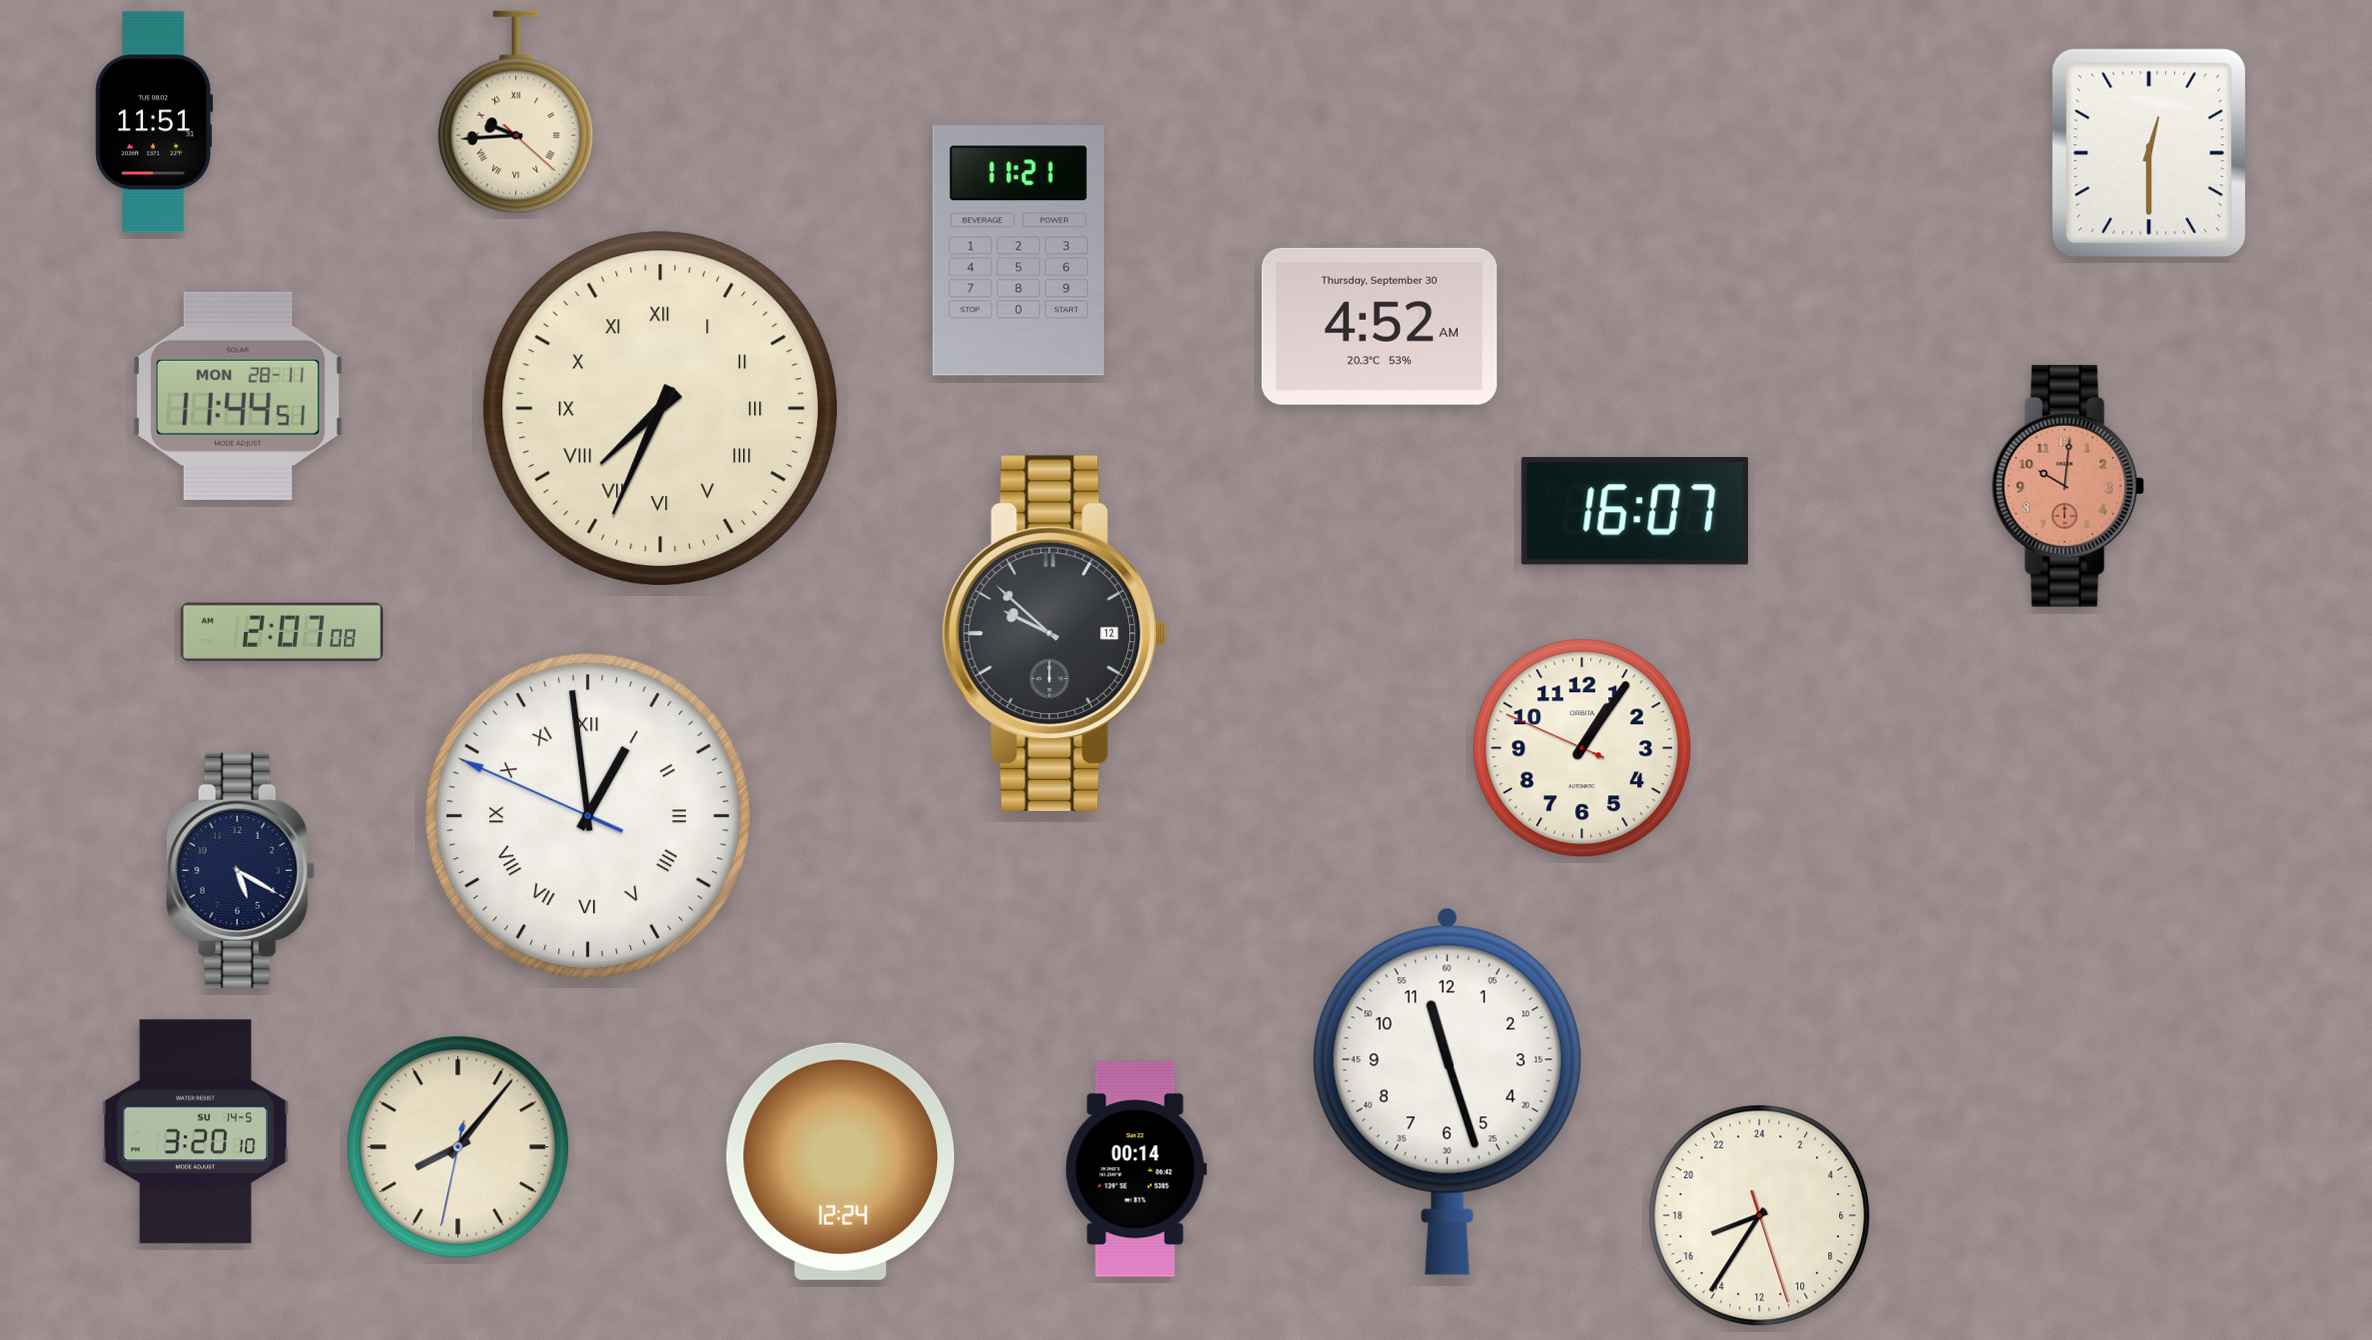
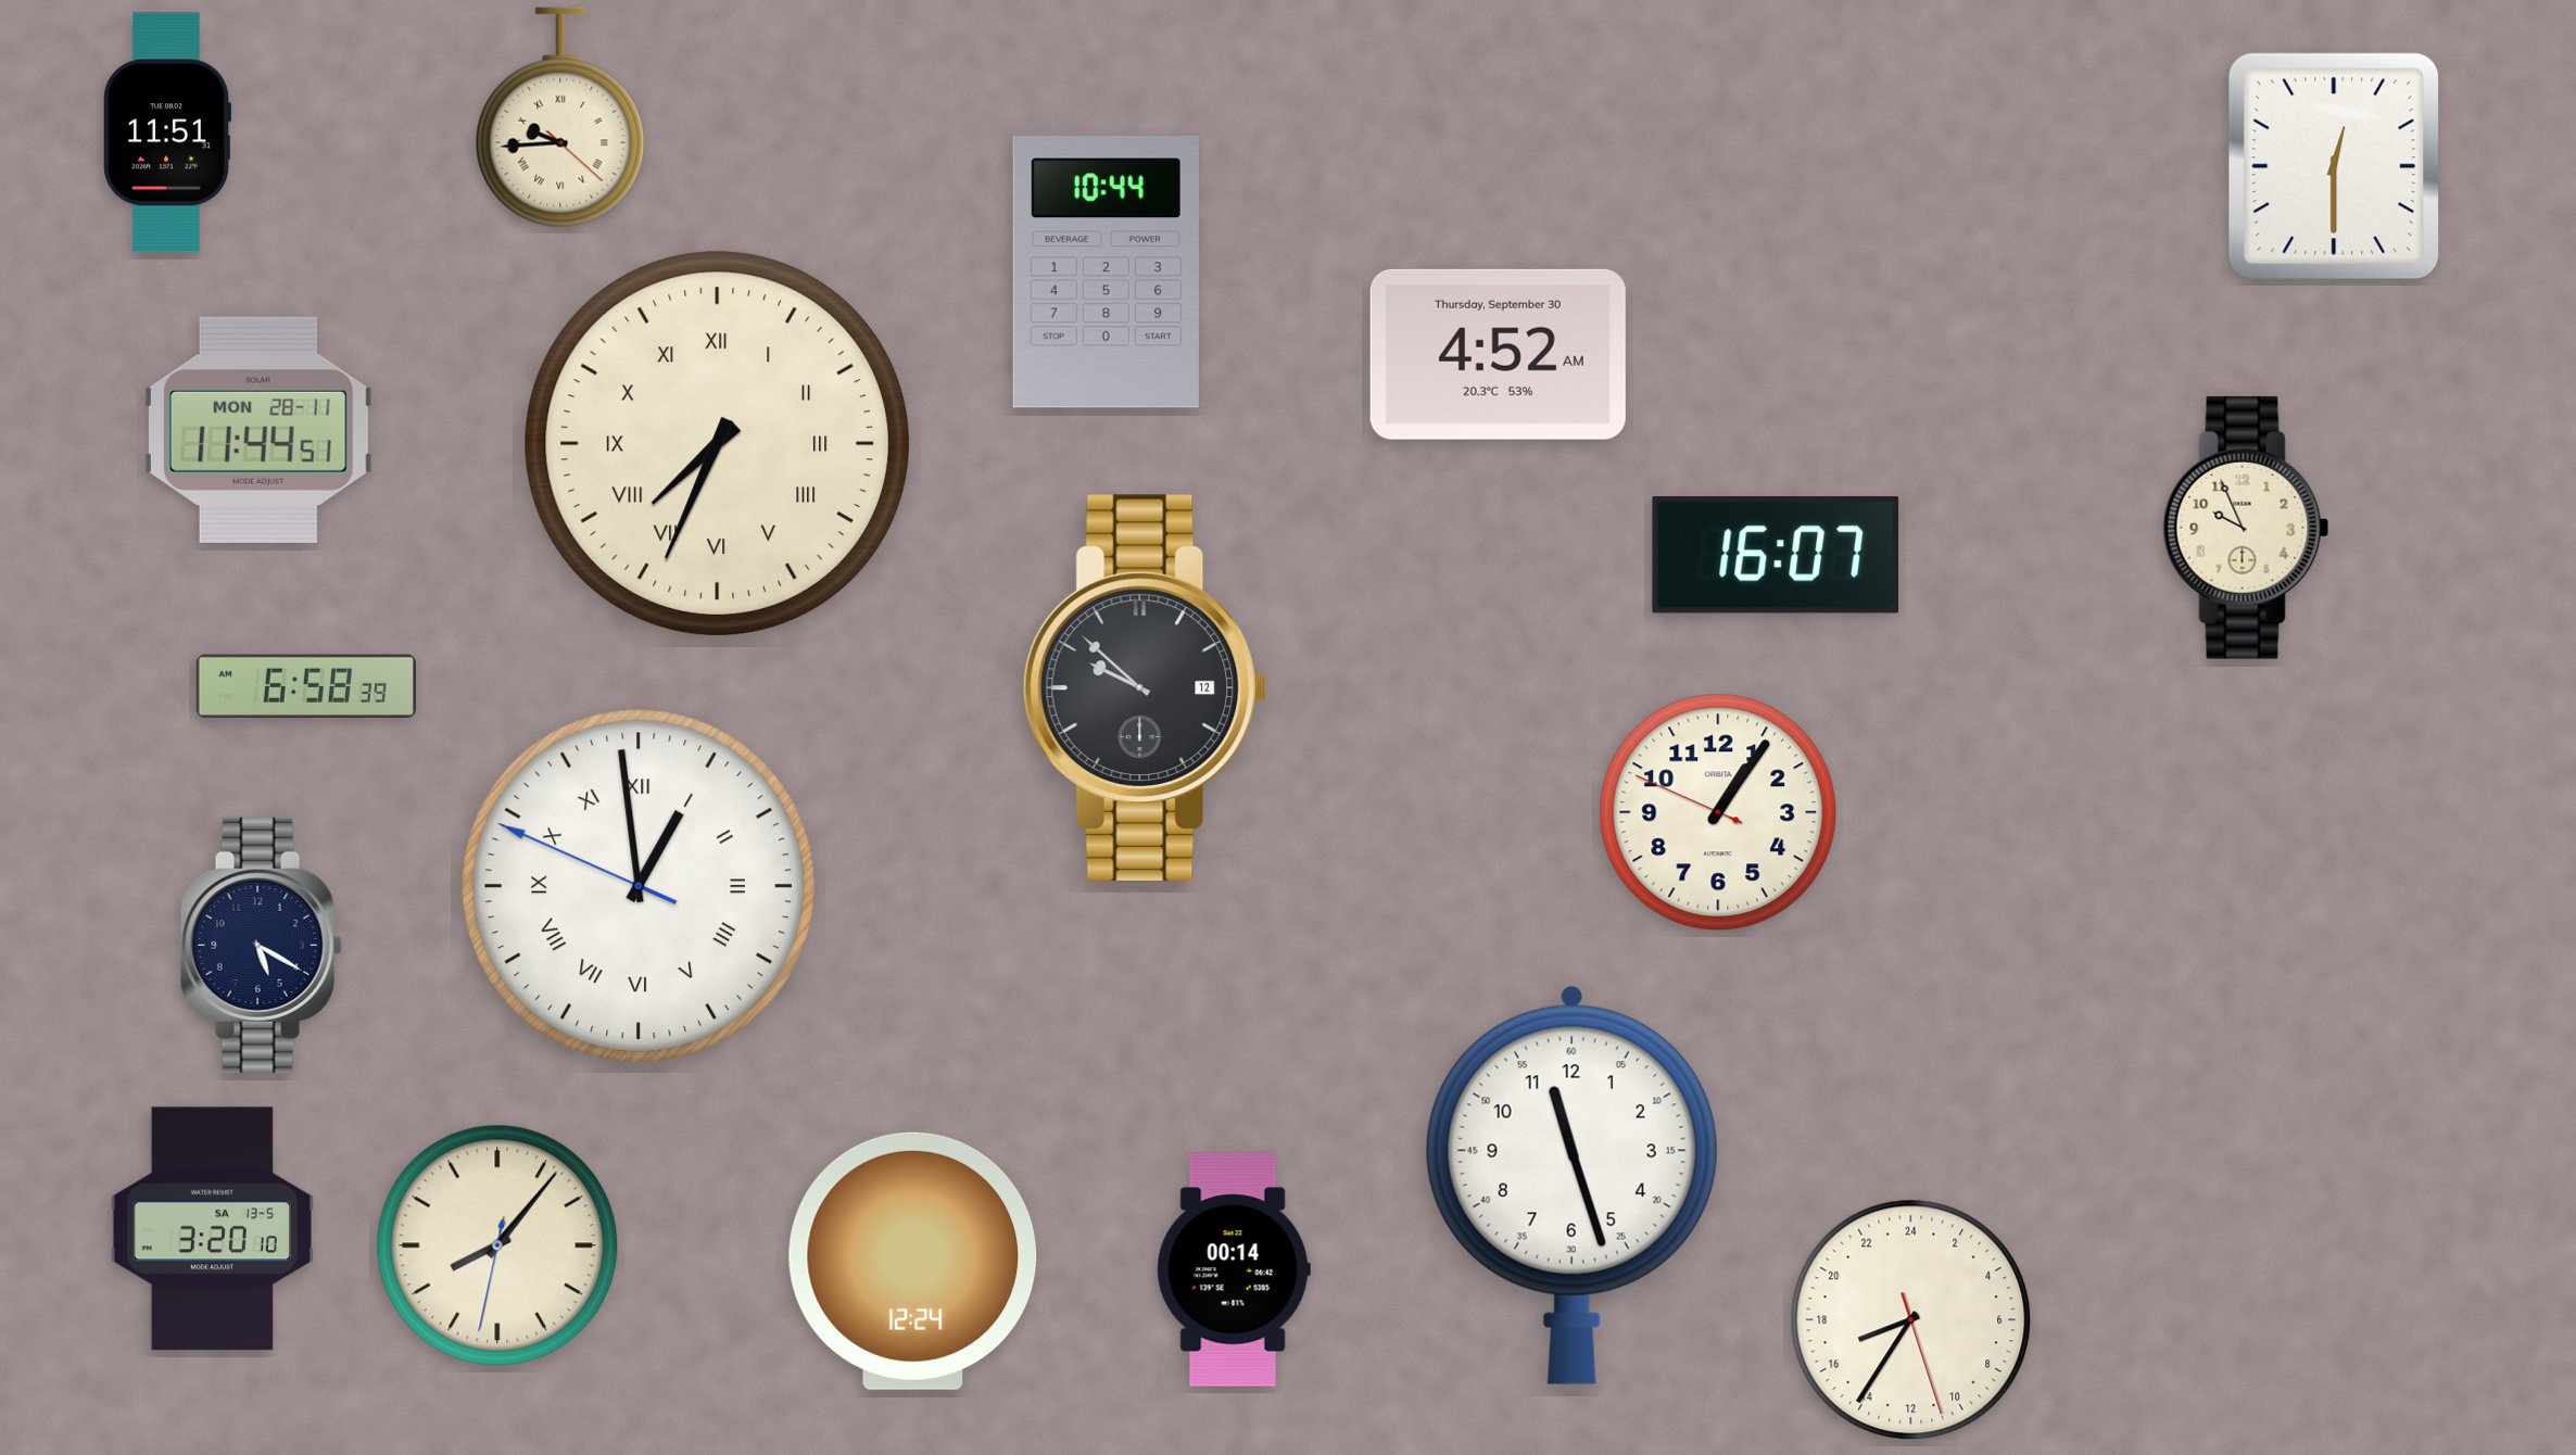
clock at (516, 112) position: (516, 112) -> (560, 117)
clock at (1018, 251): 11:21 -> 10:44
clock at (2068, 486): 10:01 -> 9:56
clock at (2068, 486) dial: salmon -> cream
clock at (282, 632): 2:07 -> 6:58
clock at (195, 1132) date: SU 14-5 -> SA 13-5
